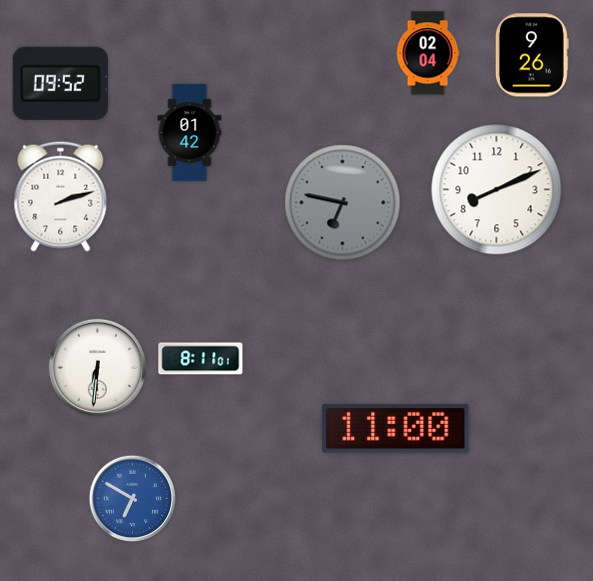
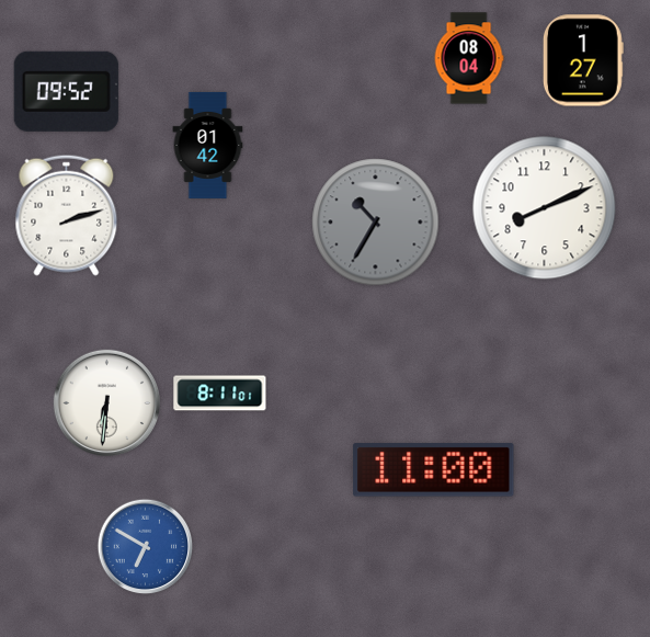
clock at (428, 53): 02:04 -> 08:04
clock at (532, 55): 9:26 -> 1:27
clock at (343, 203): 6:47 -> 10:35
